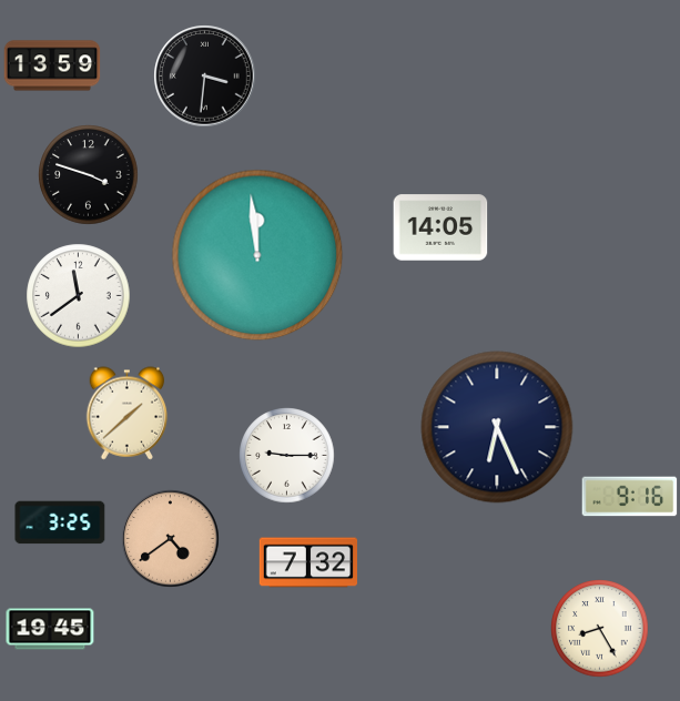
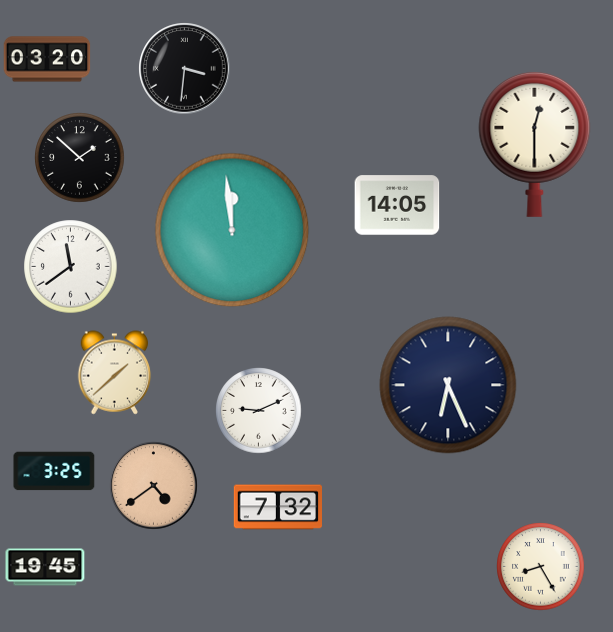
clock at (52, 65): 13:59 -> 03:20
clock at (535, 144): none -> 12:30
clock at (89, 175): 3:48 -> 1:52
clock at (287, 456): 9:15 -> 9:11
clock at (630, 497): 9:16 -> none
